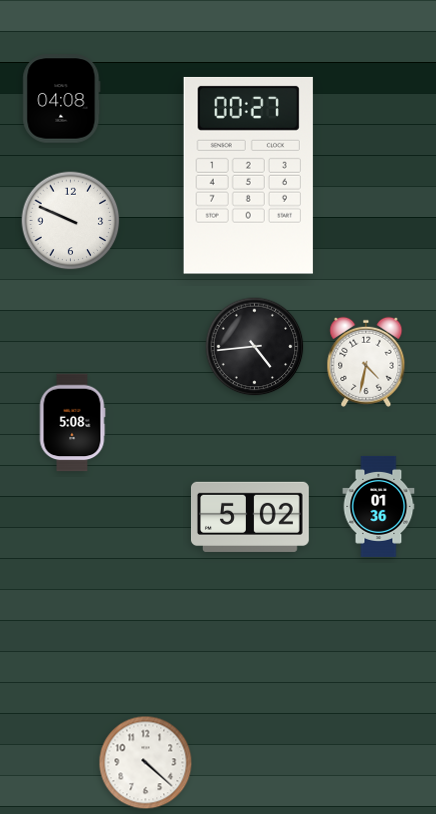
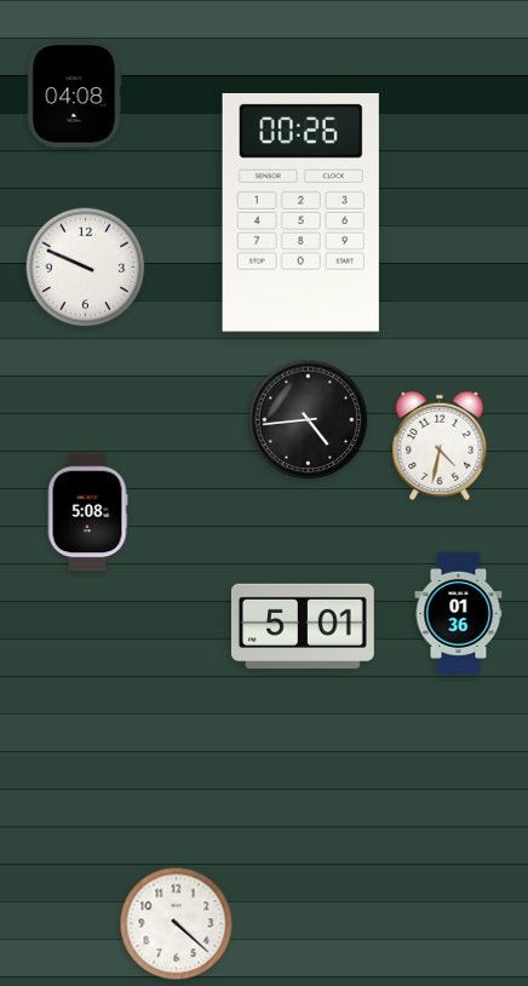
clock at (62, 99) position: (62, 99) -> (75, 94)
clock at (248, 175): 00:27 -> 00:26
clock at (366, 362) position: (366, 362) -> (440, 446)
clock at (250, 517): 5:02 -> 5:01
